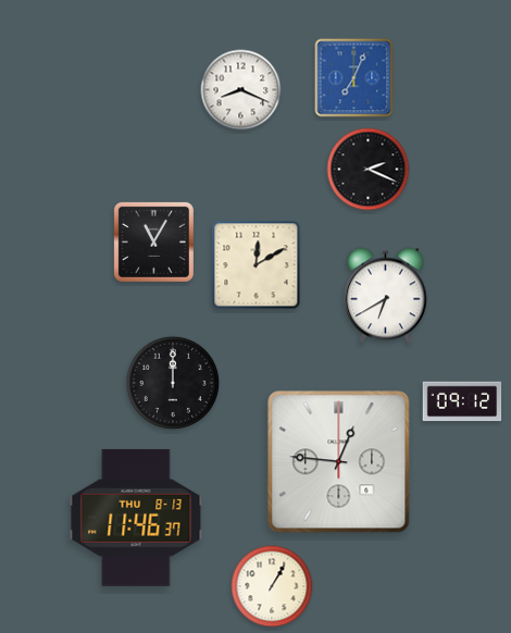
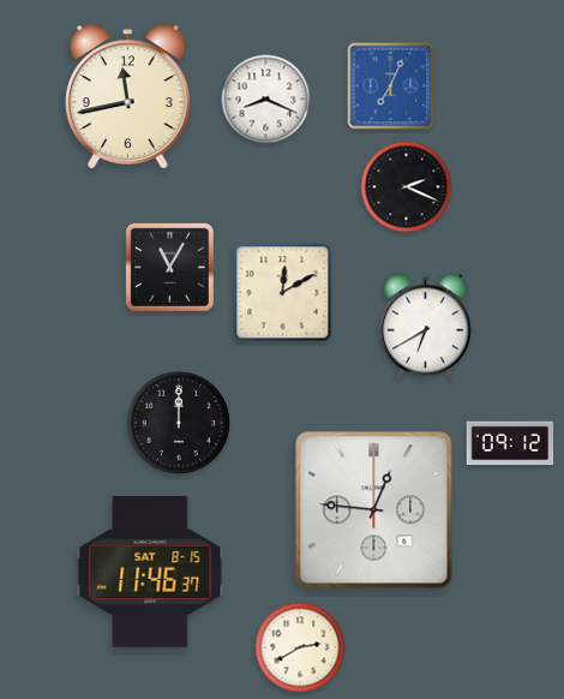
clock at (128, 97): none -> 11:43
clock at (173, 383) position: (173, 383) -> (179, 423)
clock at (136, 518) date: THU 8-13 -> SAT 8-15
clock at (272, 586): 1:05 -> 2:40
